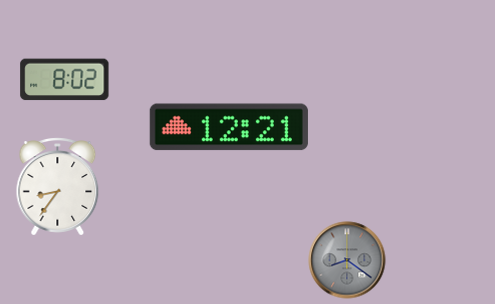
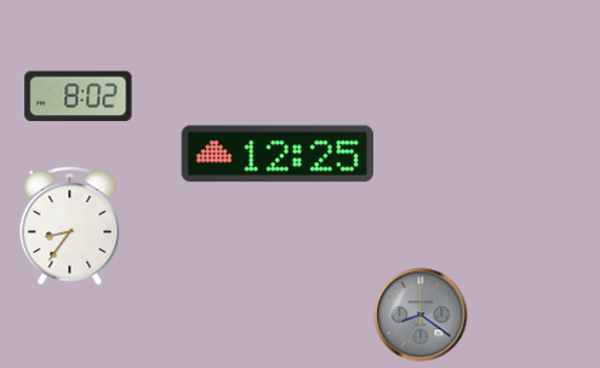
clock at (229, 127): 12:21 -> 12:25
